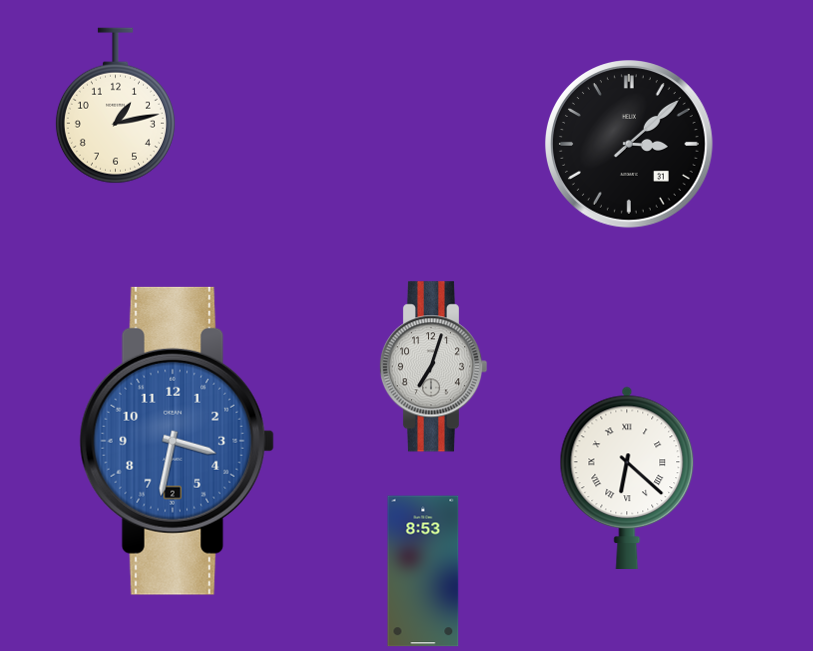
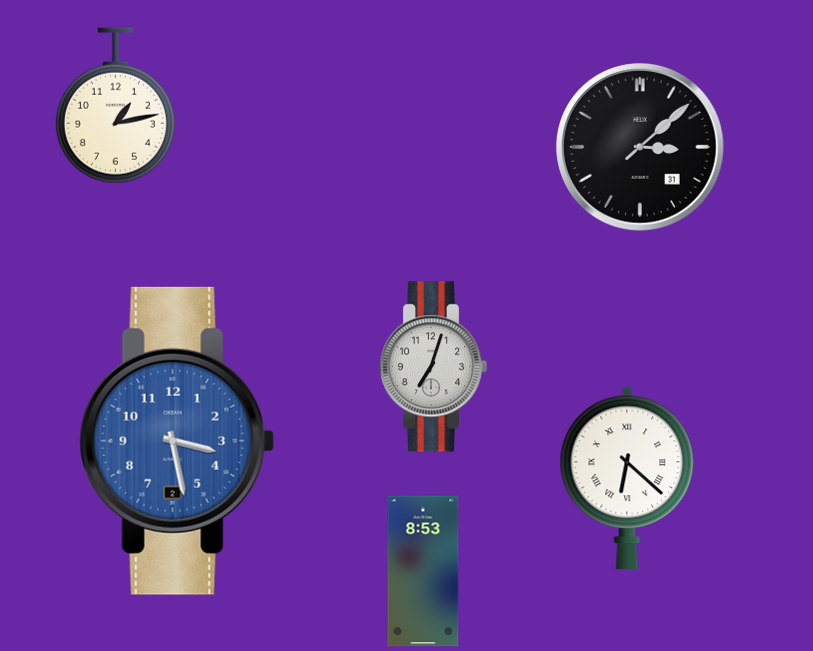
clock at (630, 145) position: (630, 145) -> (641, 148)
clock at (177, 441): 3:32 -> 3:28
